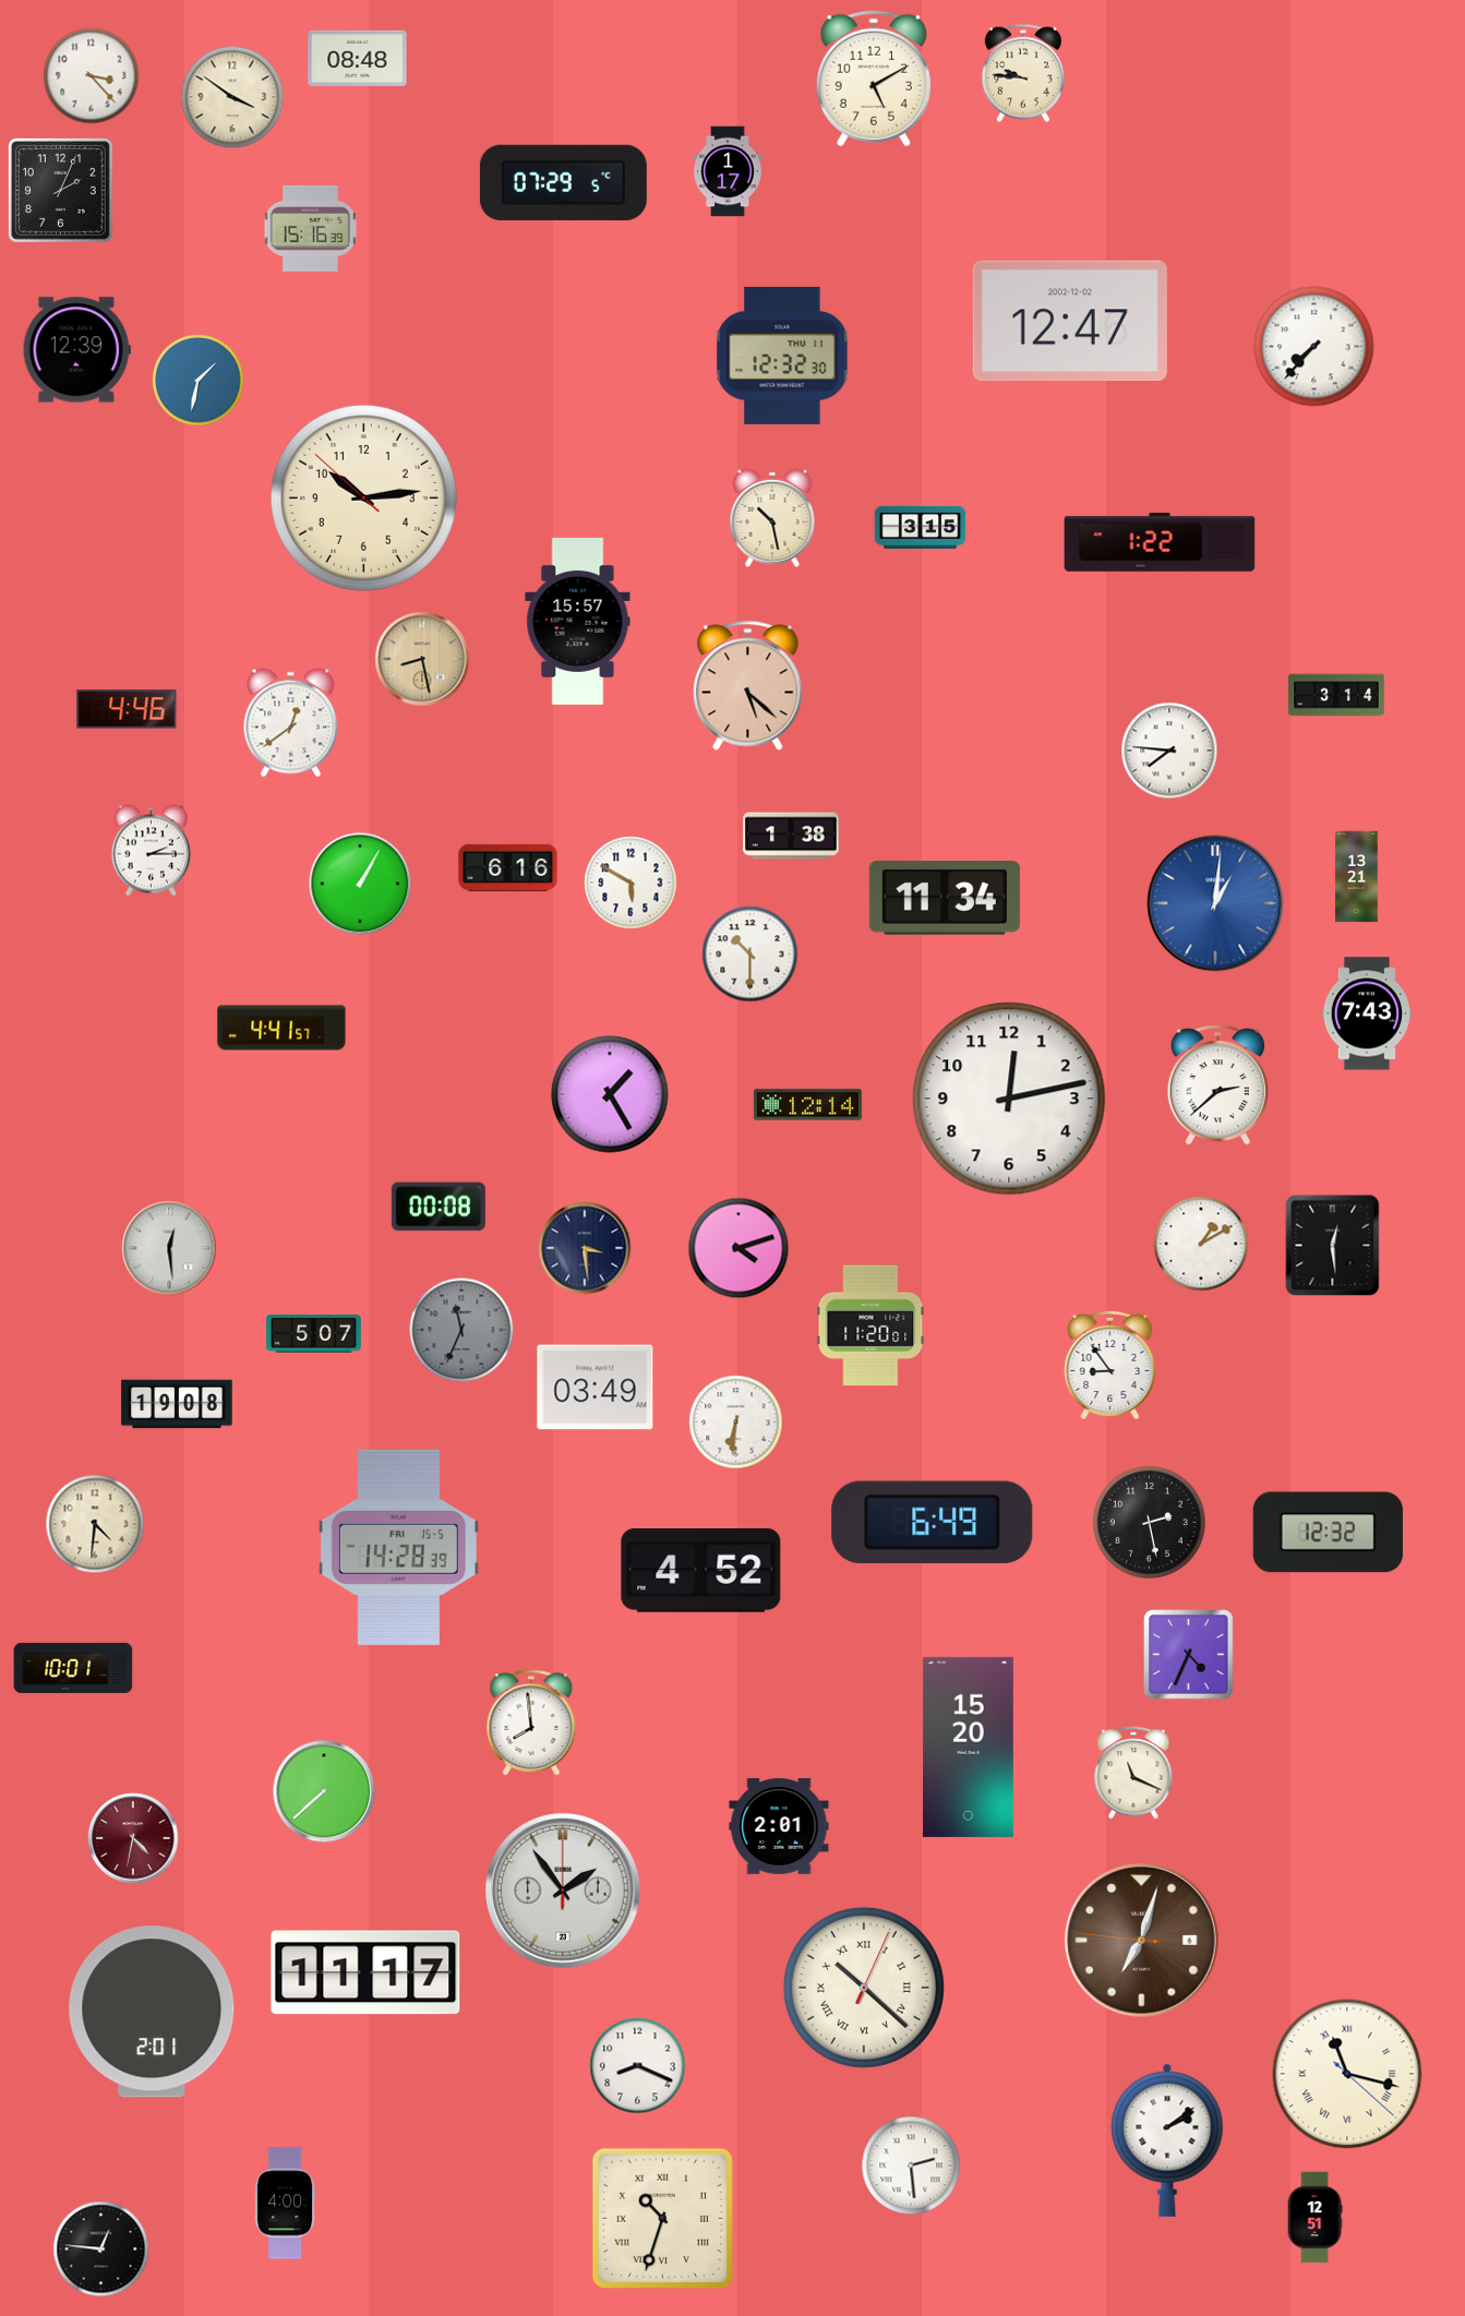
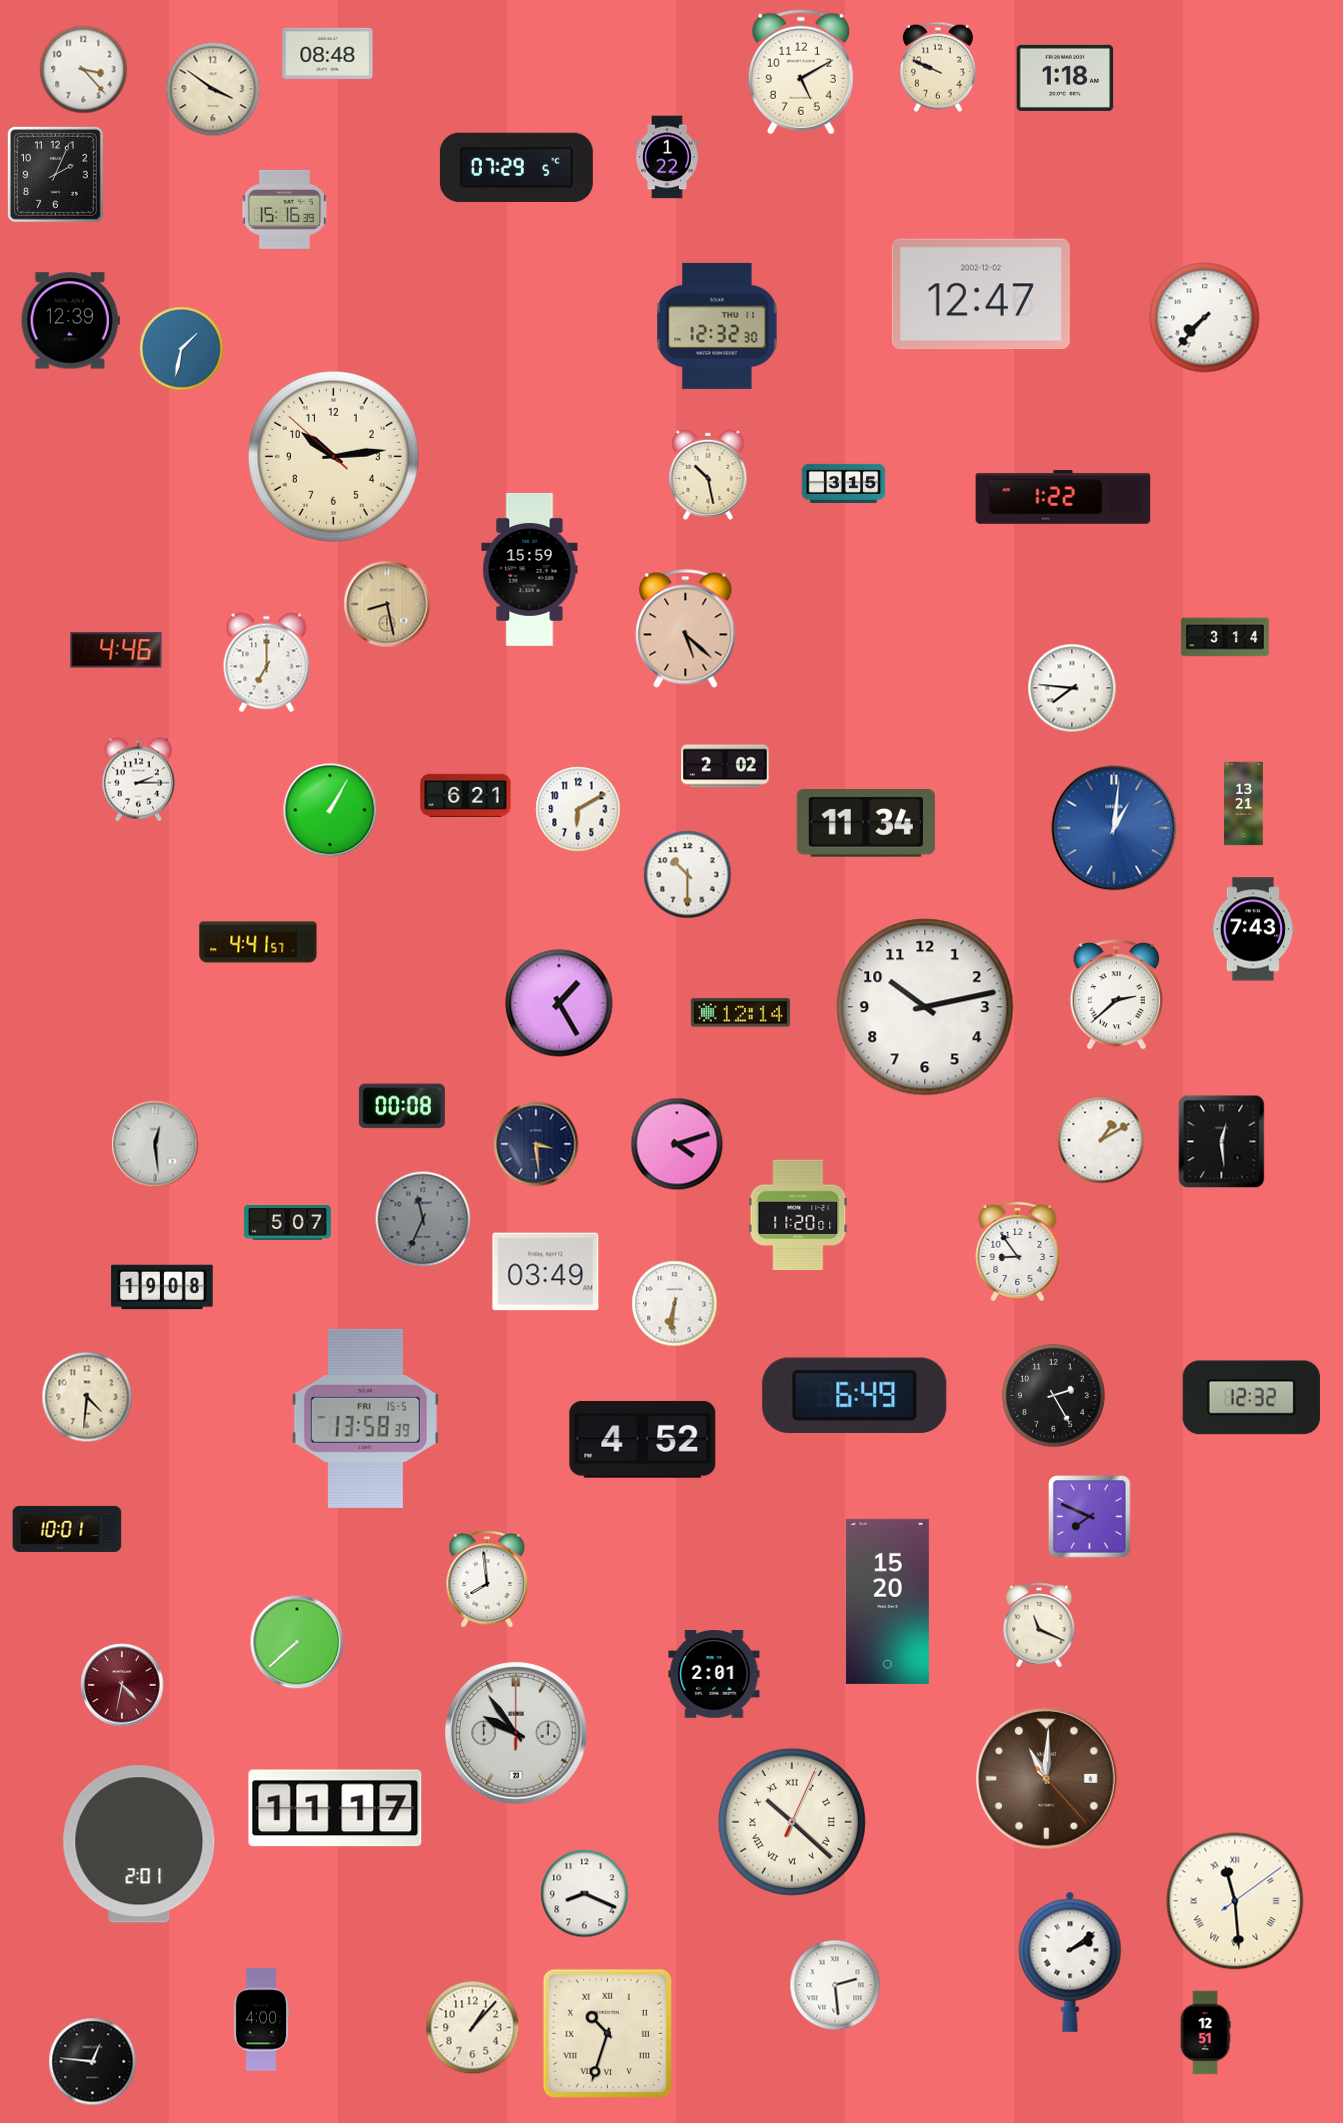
clock at (1023, 73): 9:46 -> 9:49
clock at (1065, 78): none -> 1:18
clock at (728, 171): 1:17 -> 1:22
clock at (578, 621): 15:57 -> 15:59
clock at (291, 723): 12:39 -> 7:00
clock at (791, 836): 1:38 -> 2:02
clock at (508, 868): 6:16 -> 6:21
clock at (631, 883): 5:50 -> 6:10
clock at (1009, 1099): 12:13 -> 10:13
clock at (1149, 1522): 2:28 -> 2:25
clock at (1328, 1533) position: (1328, 1533) -> (1251, 1398)
clock at (398, 1547): 14:28 -> 13:58
clock at (1189, 1655): 4:34 -> 7:49
clock at (563, 1891): 1:54 -> 9:54
clock at (1142, 1941): 7:02 -> 11:00
clock at (1347, 2074): 11:17 -> 11:29
clock at (473, 2028): none -> 1:07
